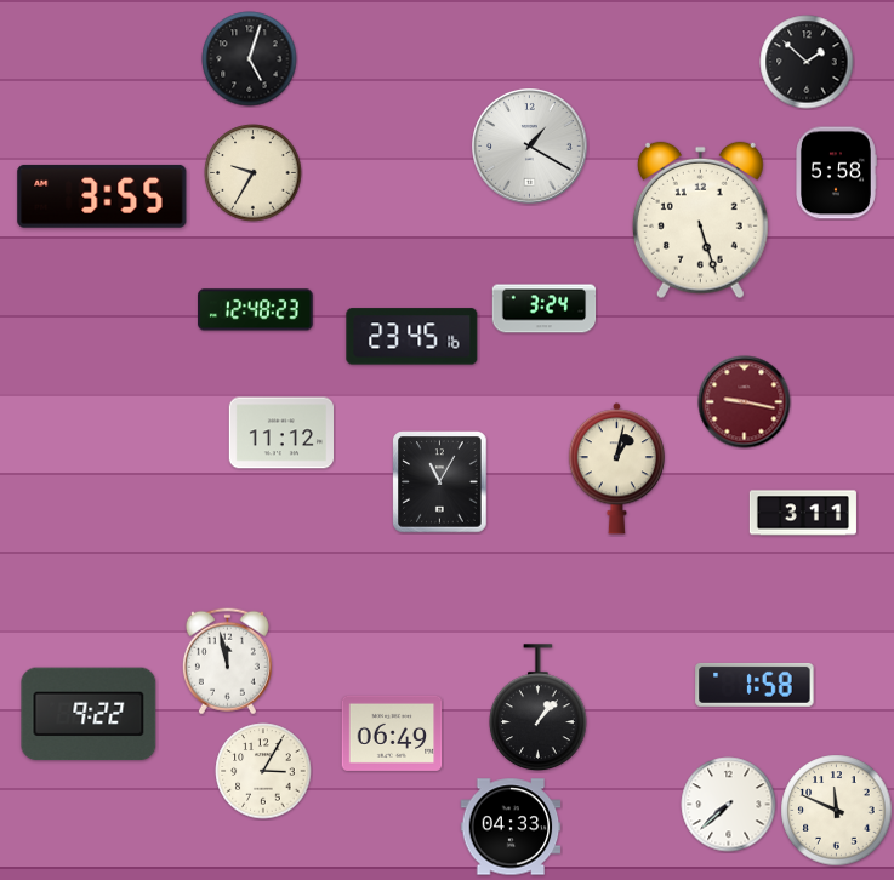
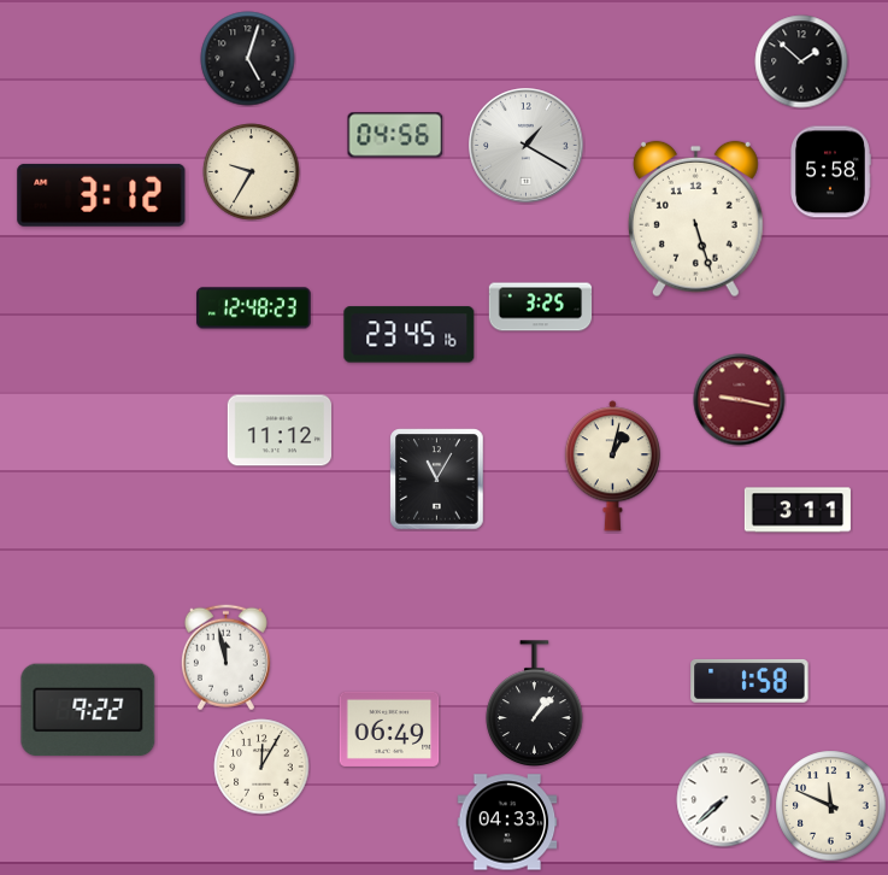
clock at (395, 135): none -> 04:56
clock at (102, 196): 3:55 -> 3:12
clock at (545, 309): 3:24 -> 3:25
clock at (263, 771): 3:05 -> 12:05
